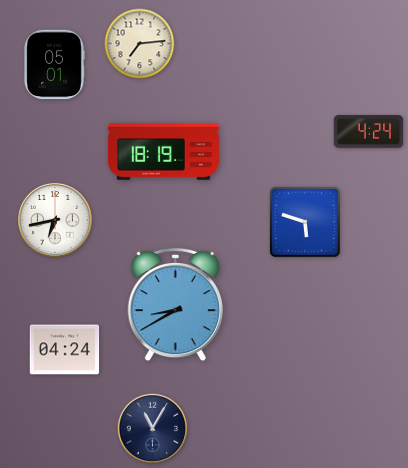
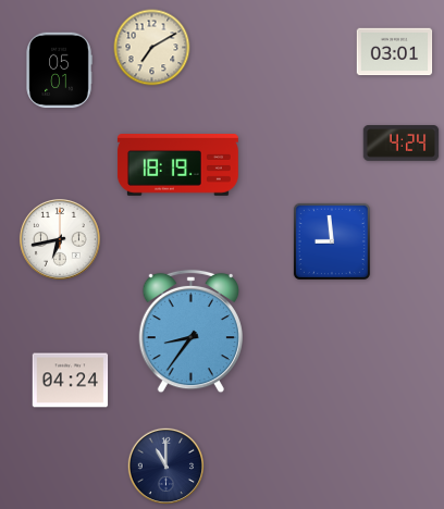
clock at (140, 44): 7:14 -> 7:10
clock at (395, 52): none -> 03:01
clock at (305, 222): 5:48 -> 8:59
clock at (175, 305): 8:40 -> 8:36
clock at (152, 428): 11:05 -> 11:00
